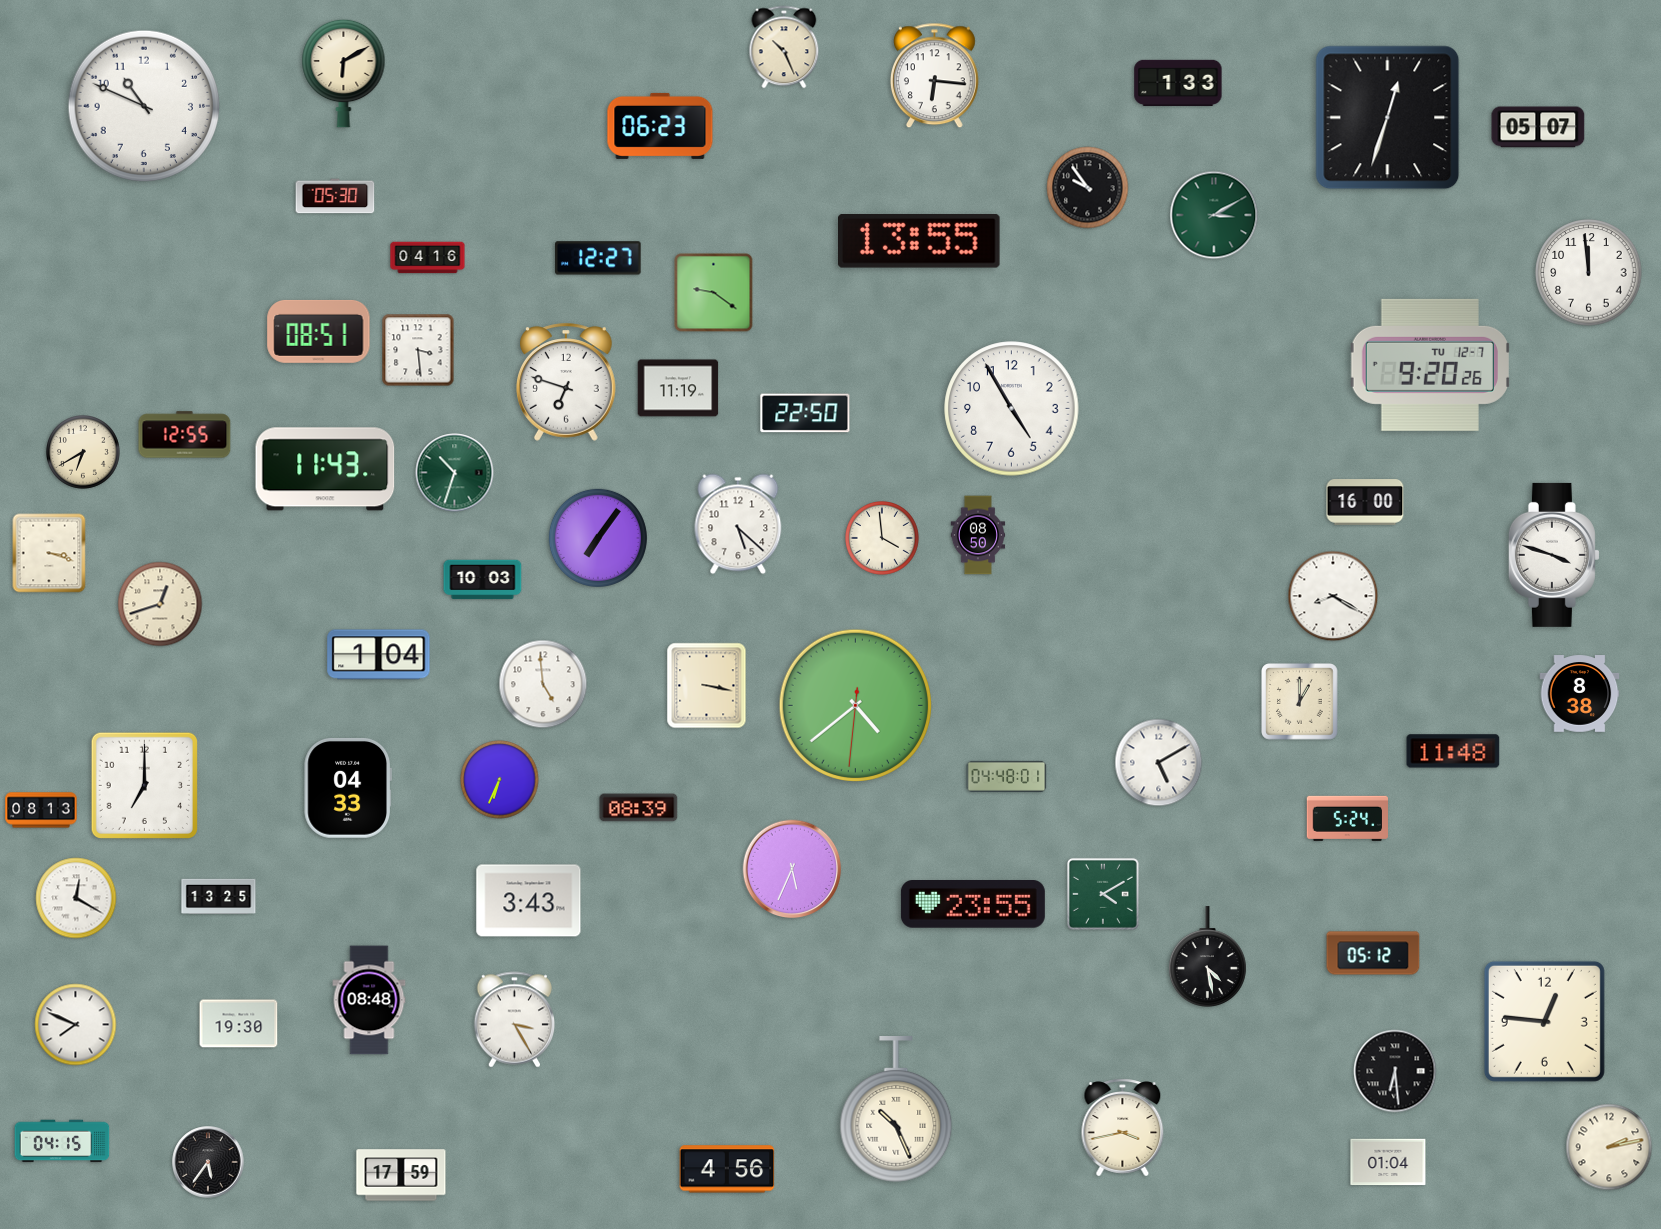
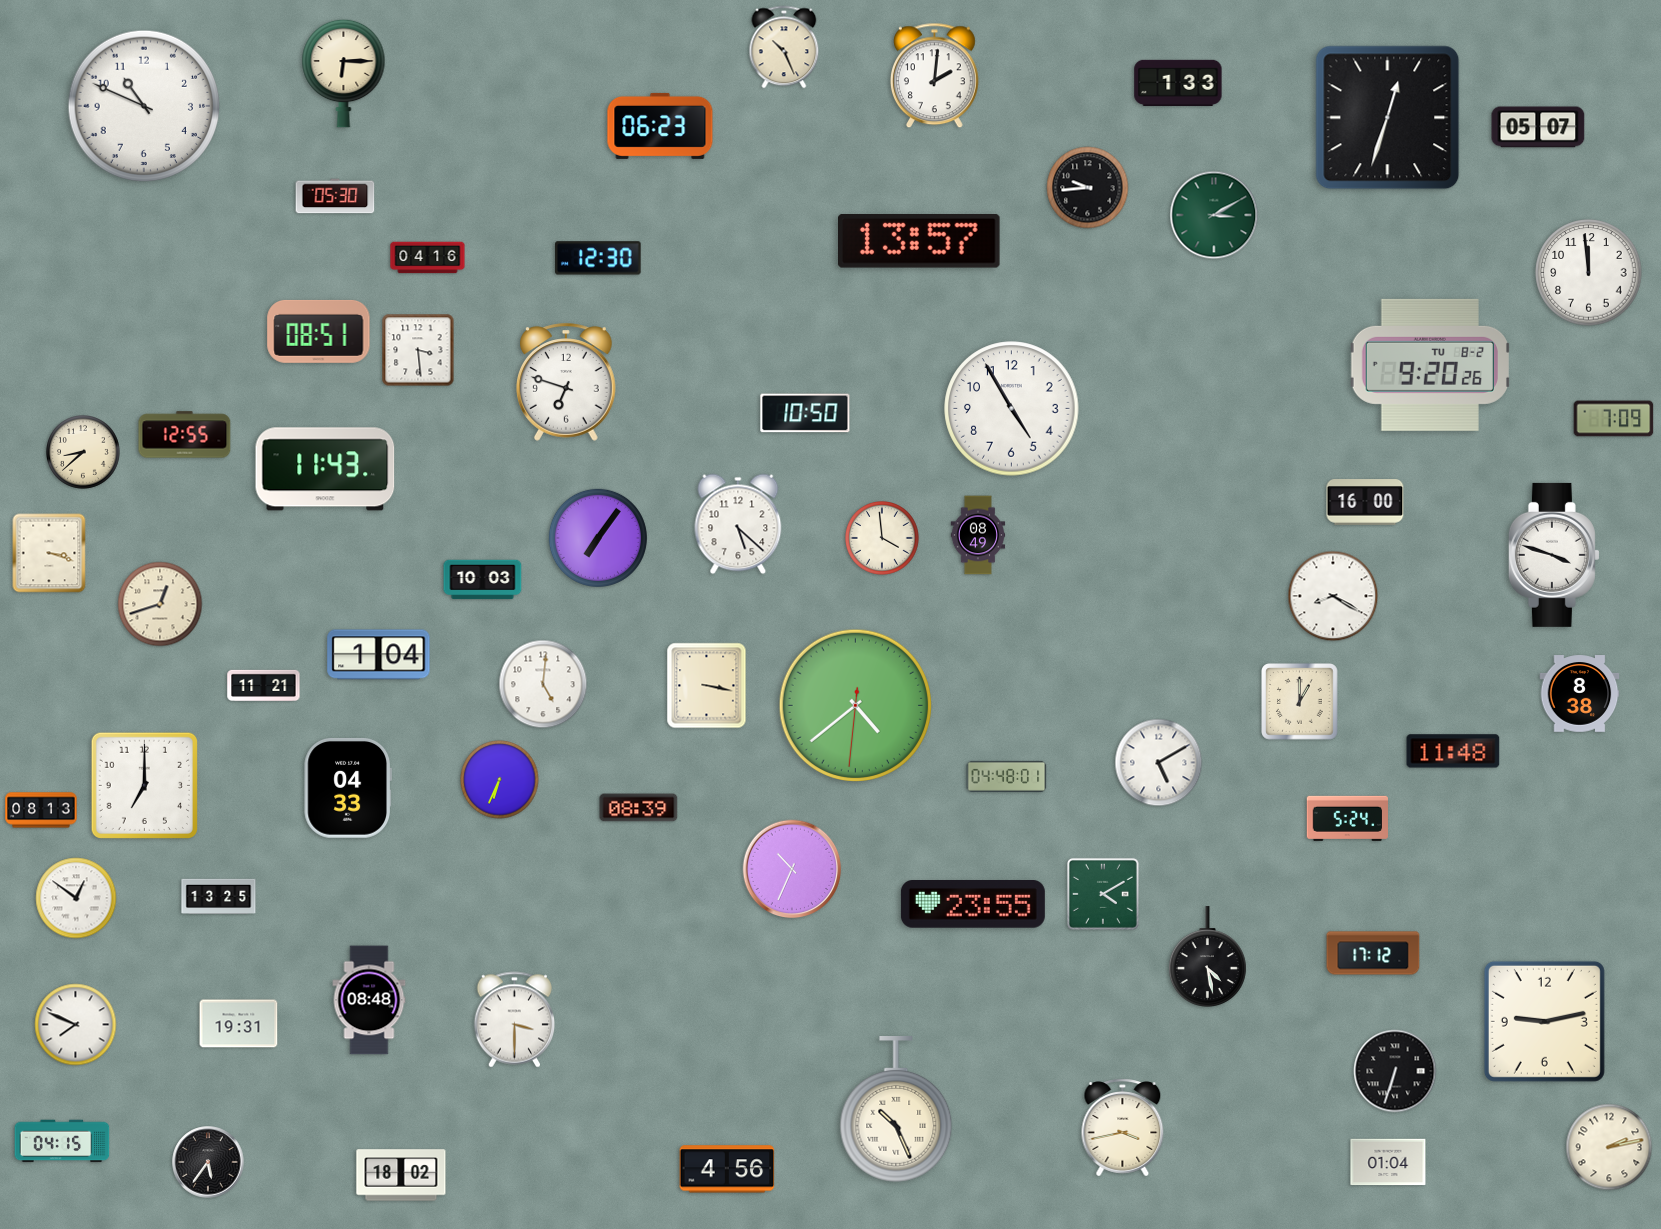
clock at (344, 73): 6:10 -> 6:15
clock at (934, 76): 6:16 -> 2:01
clock at (1088, 188): 9:54 -> 9:44
clock at (920, 242): 13:55 -> 13:57
clock at (598, 258): 12:27 -> 12:30
clock at (714, 293): 9:21 -> none
clock at (1430, 365) date: TU 12-7 -> TU 8-2
clock at (678, 388): 11:19 -> none
clock at (805, 413): 22:50 -> 10:50
clock at (1614, 419): none -> 7:09
clock at (84, 453): 6:40 -> 8:38
clock at (455, 473): 10:33 -> none
clock at (978, 535): 08:50 -> 08:49
clock at (543, 684): 4:59 -> 5:01
clock at (264, 685): none -> 11:21
clock at (792, 869): 5:34 -> 10:34
clock at (76, 898): 12:20 -> 12:51
clock at (529, 901): 3:43 -> none
clock at (1373, 953): 05:12 -> 17:12
clock at (515, 1020): 3:25 -> 3:30
clock at (1544, 1021): 12:46 -> 9:13
clock at (239, 1024): 19:30 -> 19:31
clock at (1395, 1071): 6:29 -> 6:33
clock at (401, 1175): 17:59 -> 18:02
